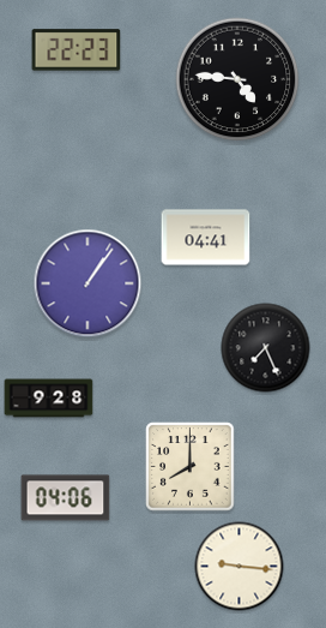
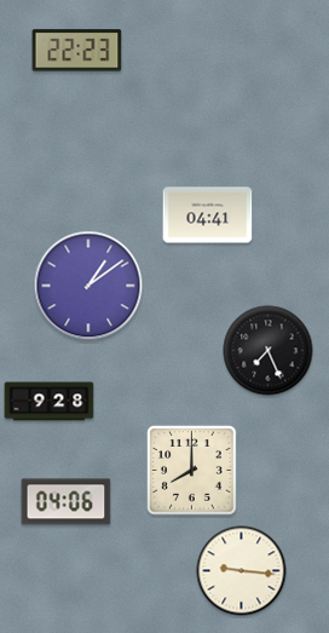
clock at (237, 79): 4:46 -> none
clock at (206, 238) position: (206, 238) -> (208, 215)
clock at (87, 283): 1:06 -> 1:09
